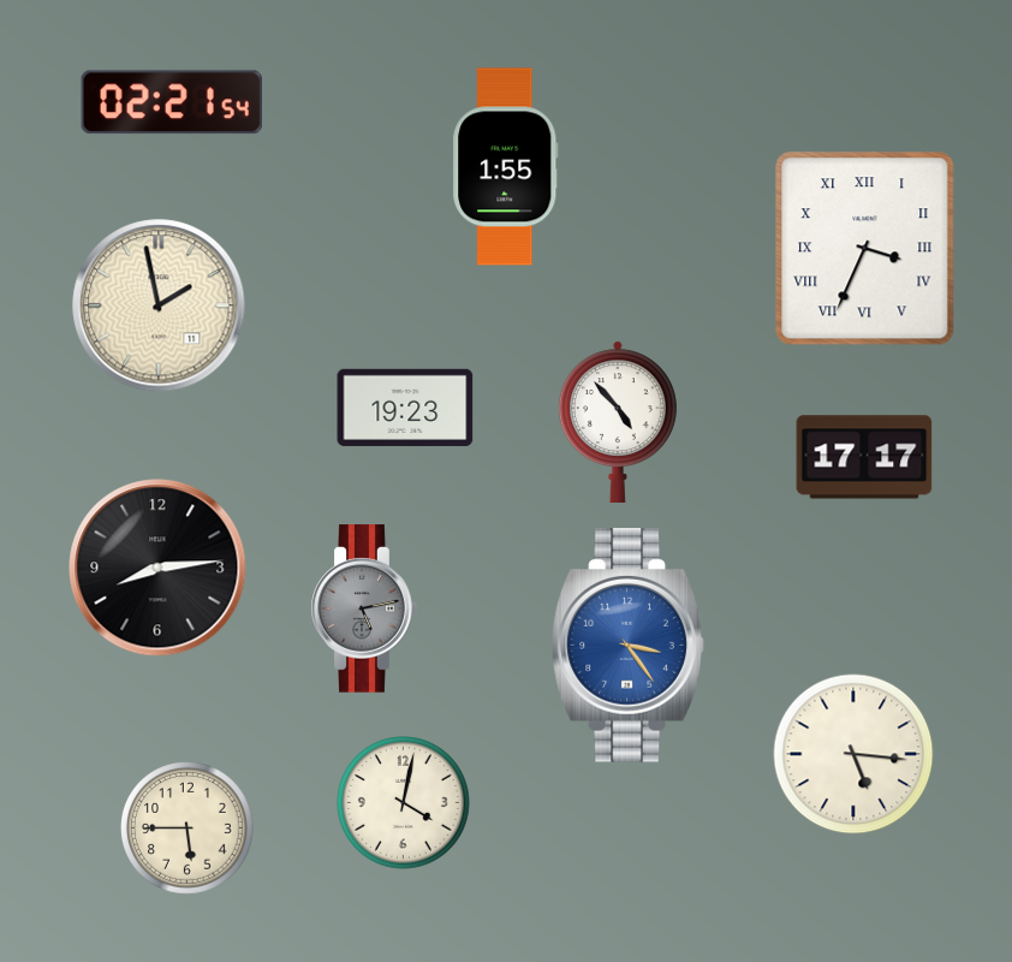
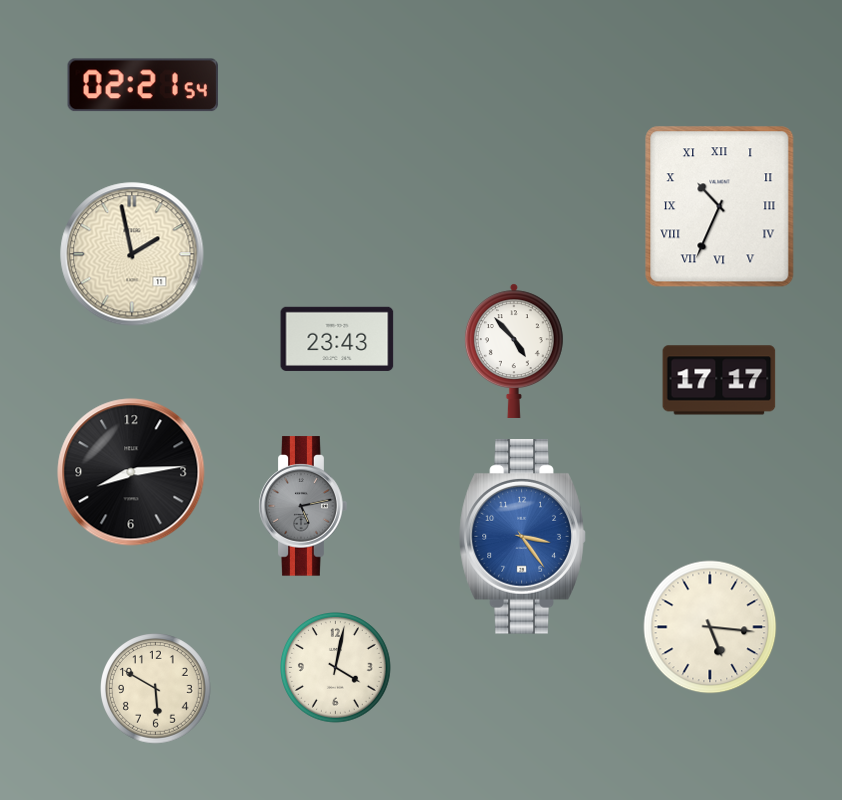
clock at (506, 167): 1:55 -> none
clock at (865, 249): 3:34 -> 10:34
clock at (405, 408): 19:23 -> 23:43
clock at (187, 829): 5:45 -> 5:50
